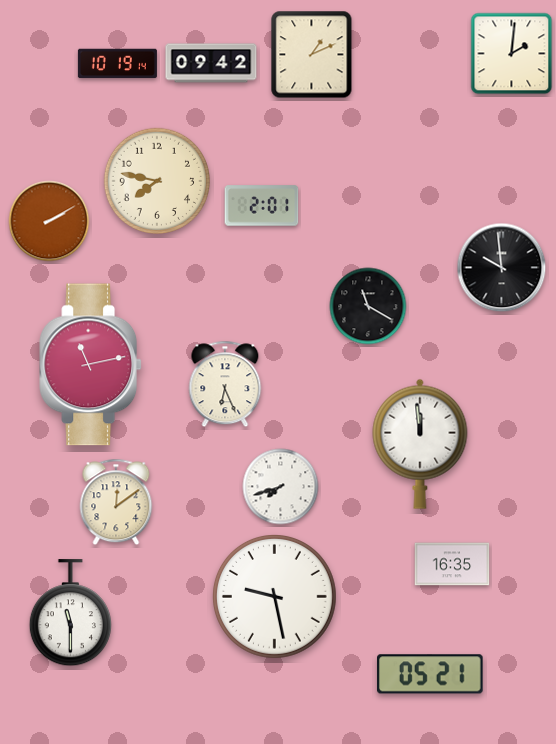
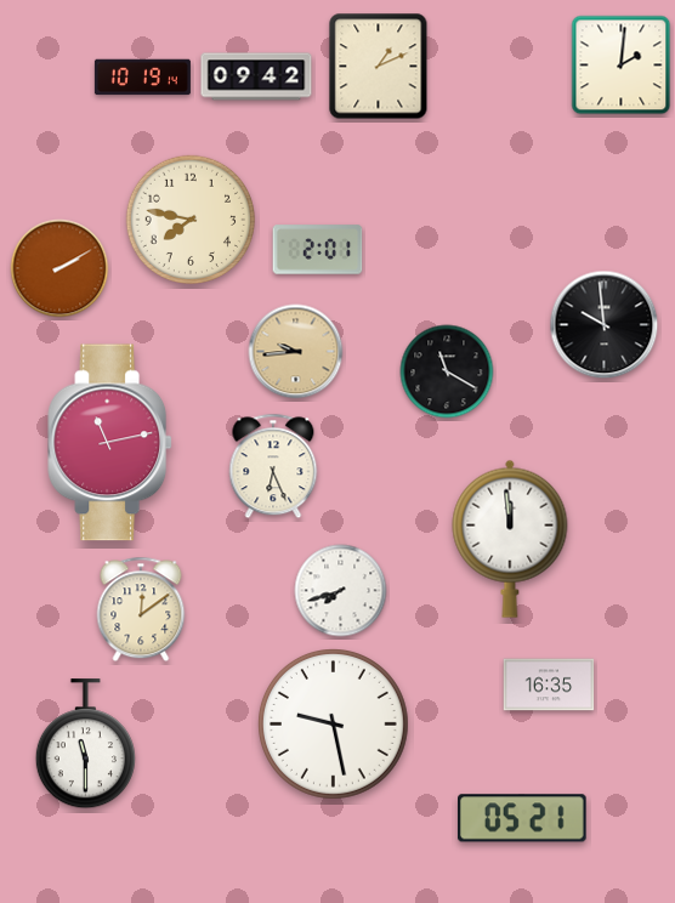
clock at (502, 268) position: (502, 268) -> (605, 325)
clock at (296, 352): none -> 9:44
